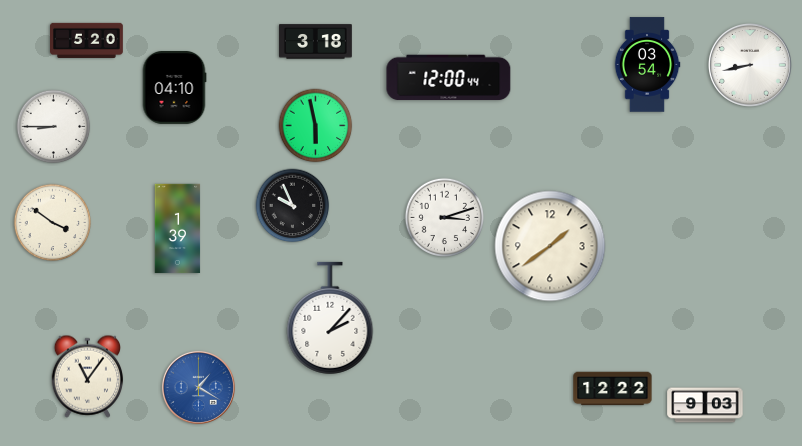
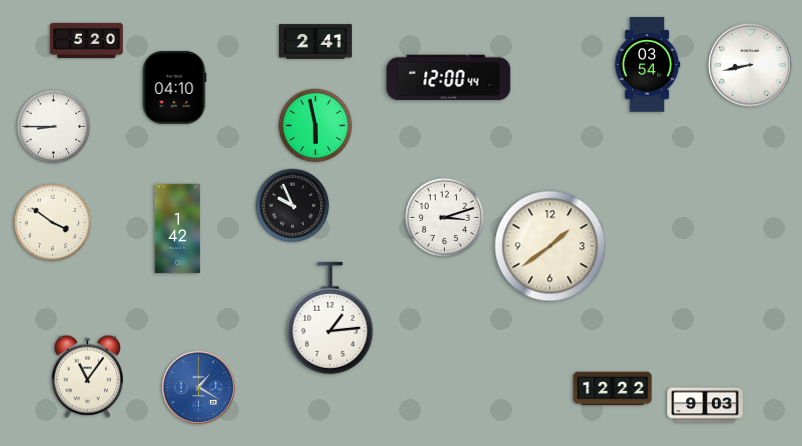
clock at (316, 42): 3:18 -> 2:41
clock at (178, 229): 1:39 -> 1:42
clock at (330, 318): 2:07 -> 1:14
